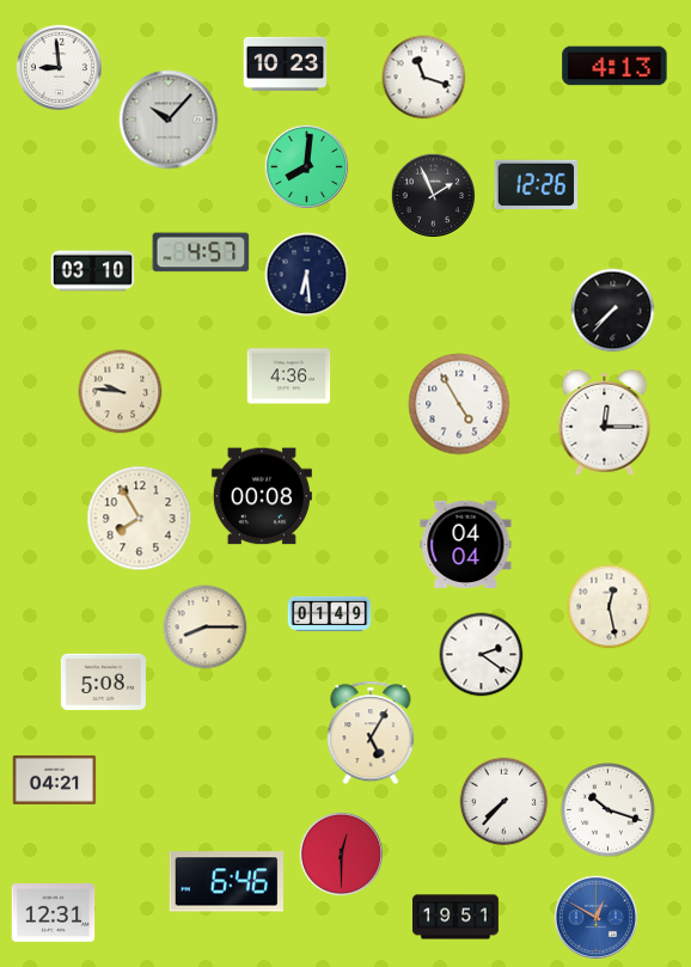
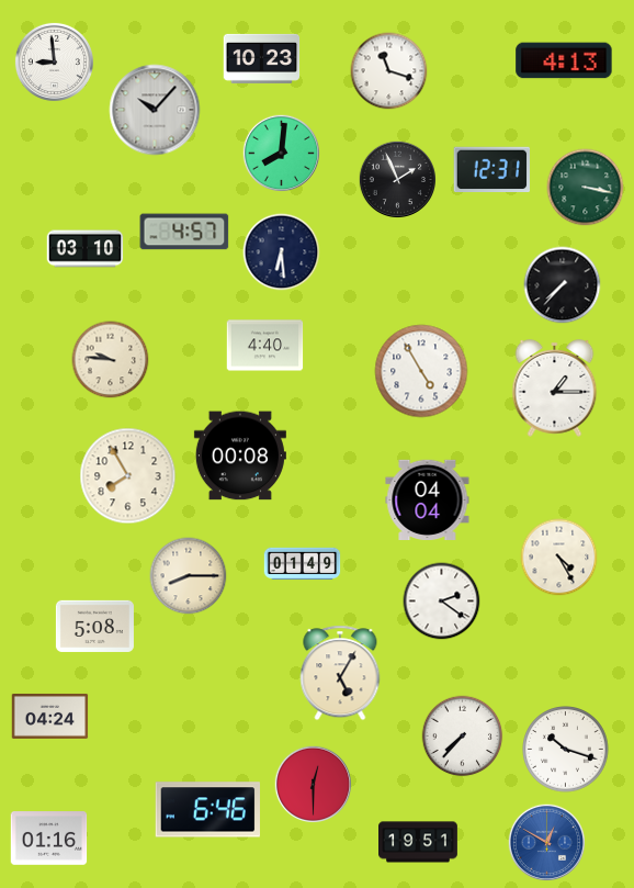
clock at (537, 185): 12:26 -> 12:31
clock at (586, 188): none -> 3:17
clock at (289, 377): 4:36 -> 4:40
clock at (605, 423): 12:15 -> 1:15
clock at (610, 607): 12:28 -> 4:25
clock at (55, 779): 04:21 -> 04:24
clock at (609, 810) position: (609, 810) -> (566, 750)
clock at (54, 913): 12:31 -> 01:16
